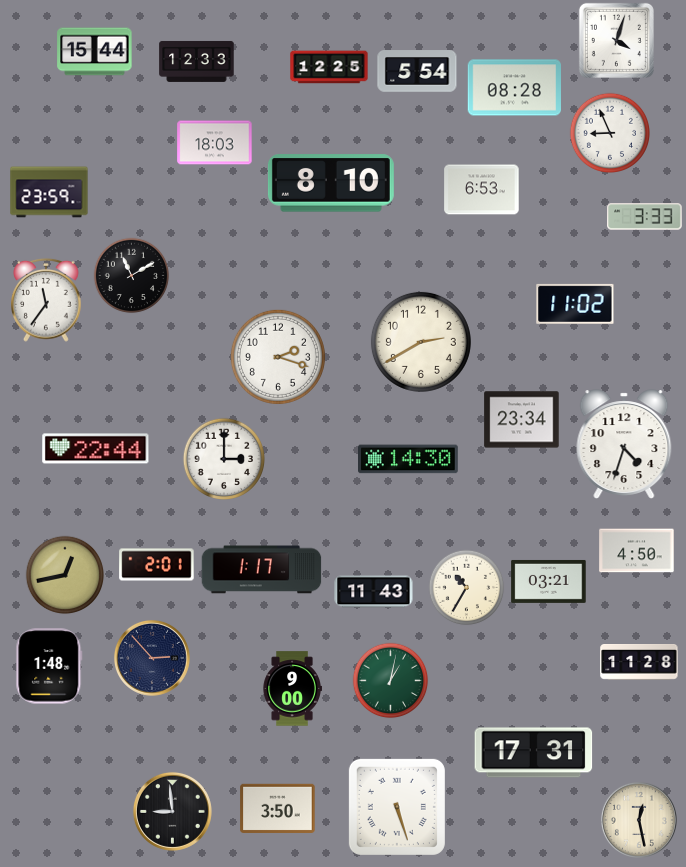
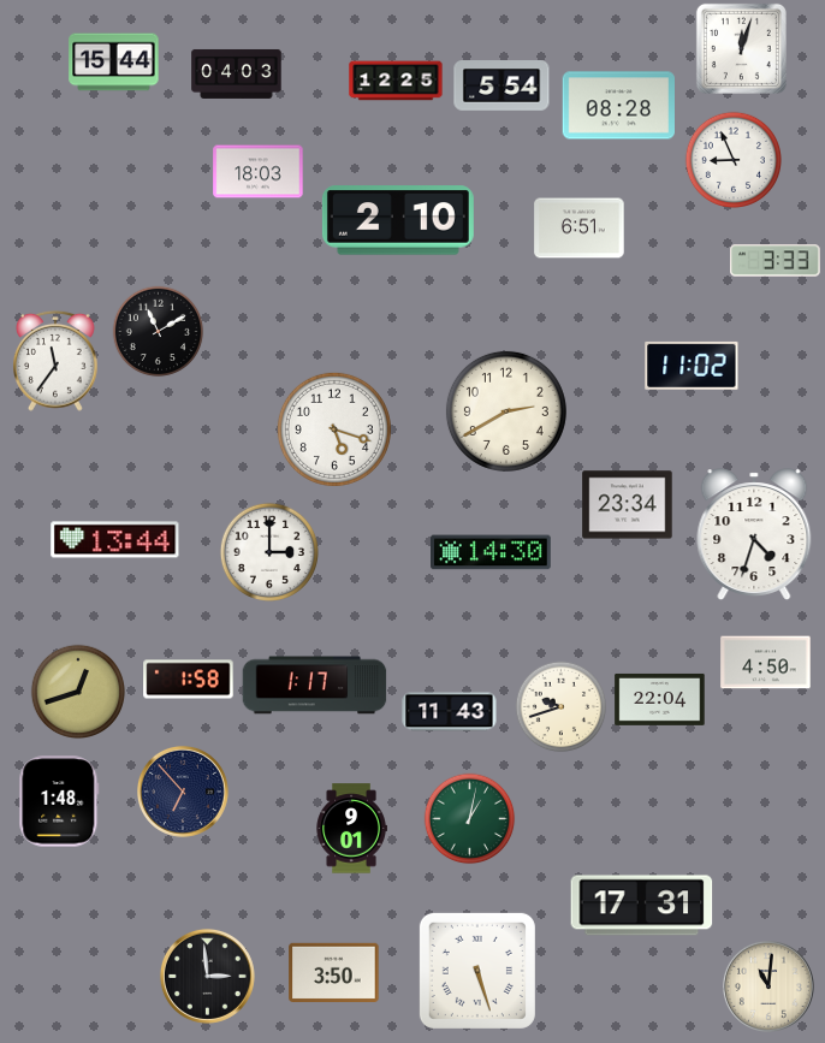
clock at (616, 40): 4:03 -> 12:03
clock at (197, 61): 12:33 -> 04:03
clock at (331, 183): 8:10 -> 2:10
clock at (482, 190): 6:53 -> 6:51
clock at (49, 192): 23:59 -> none
clock at (278, 357): 2:18 -> 5:18
clock at (624, 444) position: (624, 444) -> (754, 534)
clock at (96, 449): 22:44 -> 13:44
clock at (157, 565): 2:01 -> 1:58
clock at (65, 575): 12:43 -> 12:42
clock at (549, 581): 03:21 -> 22:04
clock at (467, 588): 10:35 -> 9:42
clock at (152, 658): 2:53 -> 6:53
clock at (639, 663): 11:28 -> none
clock at (292, 689): 9:00 -> 9:01
clock at (172, 811): 8:59 -> 2:59
clock at (639, 820): 12:28 -> 11:01
